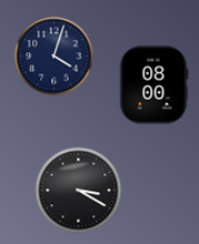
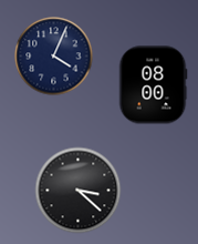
clock at (54, 57): 4:03 -> 4:04
clock at (79, 191): 3:20 -> 3:22
